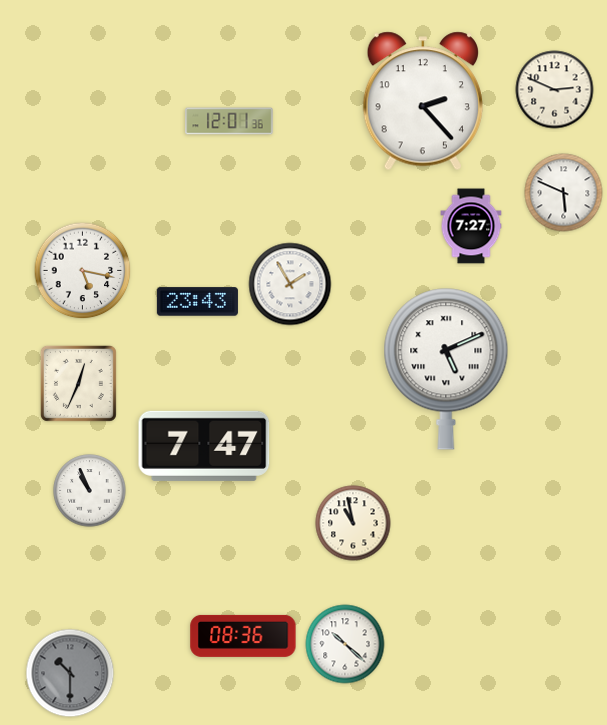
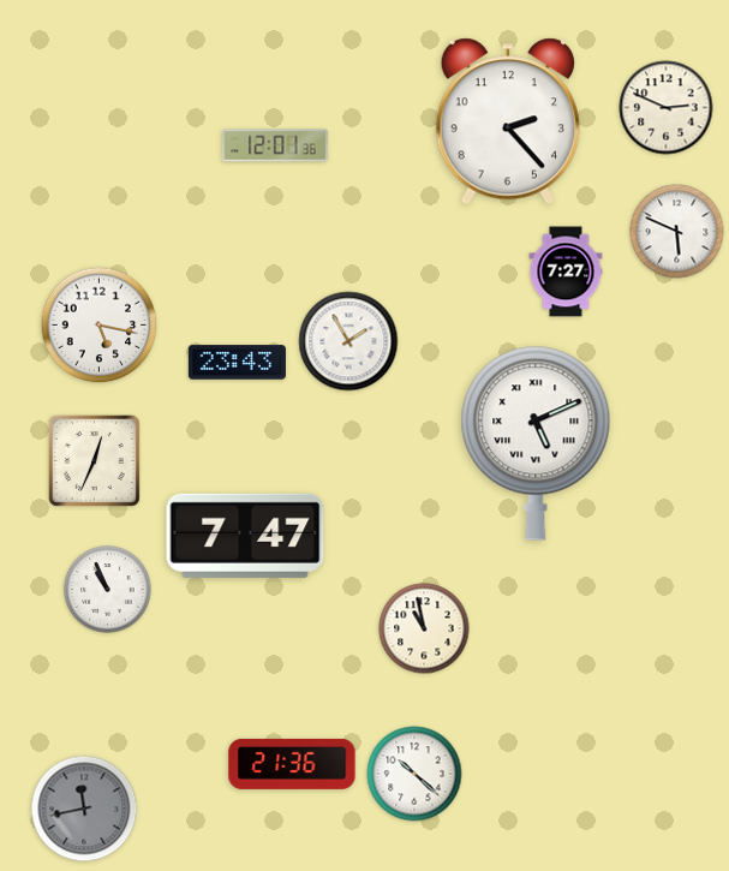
clock at (243, 636): 08:36 -> 21:36
clock at (70, 673): 10:30 -> 11:43
